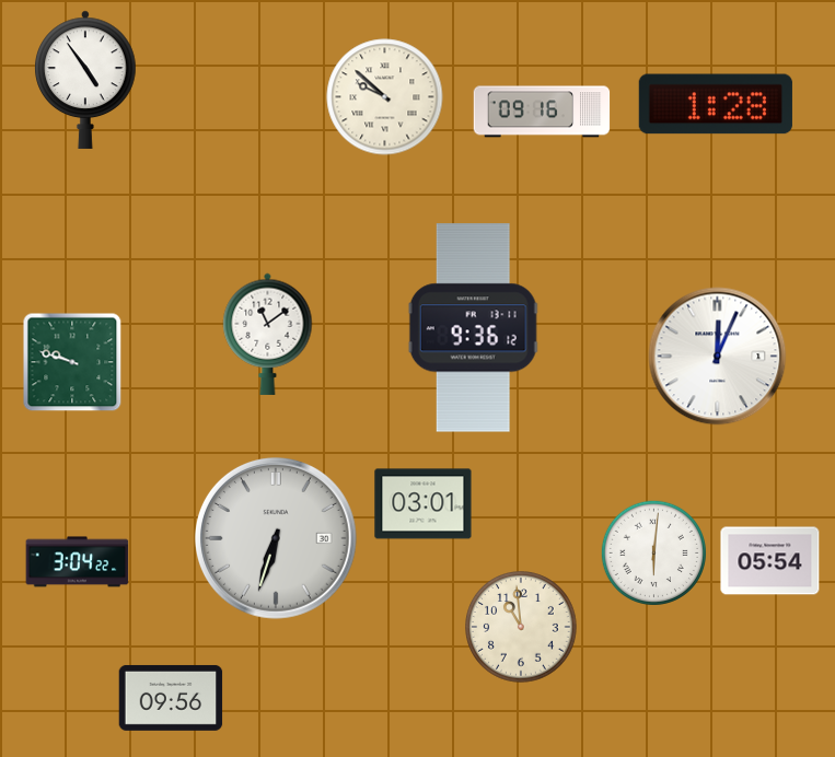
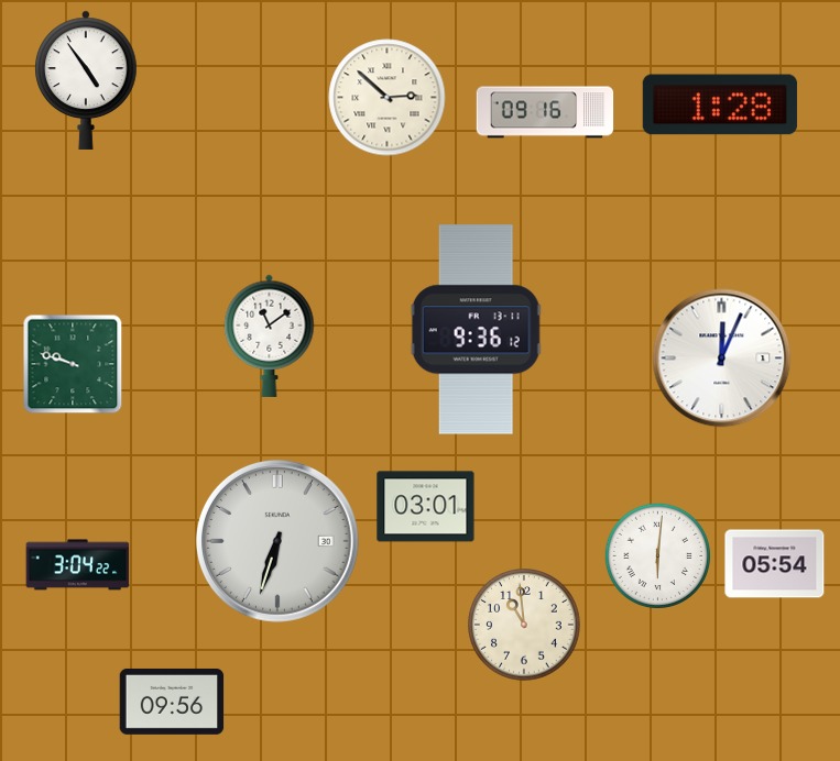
clock at (385, 97): 9:52 -> 2:52
clock at (521, 627) position: (521, 627) -> (524, 625)
